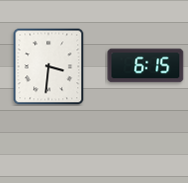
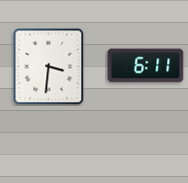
clock at (146, 66): 6:15 -> 6:11
